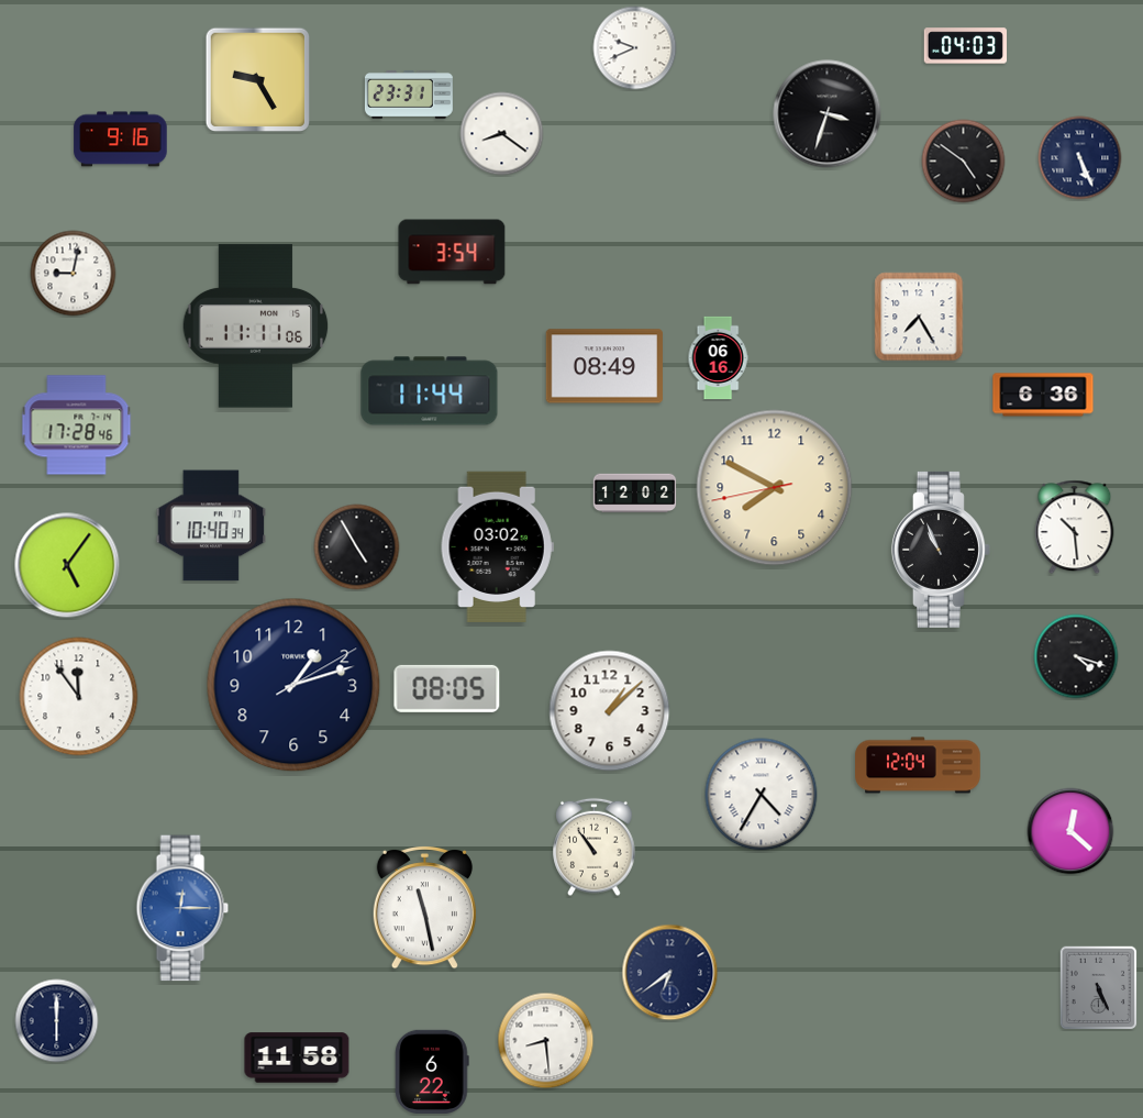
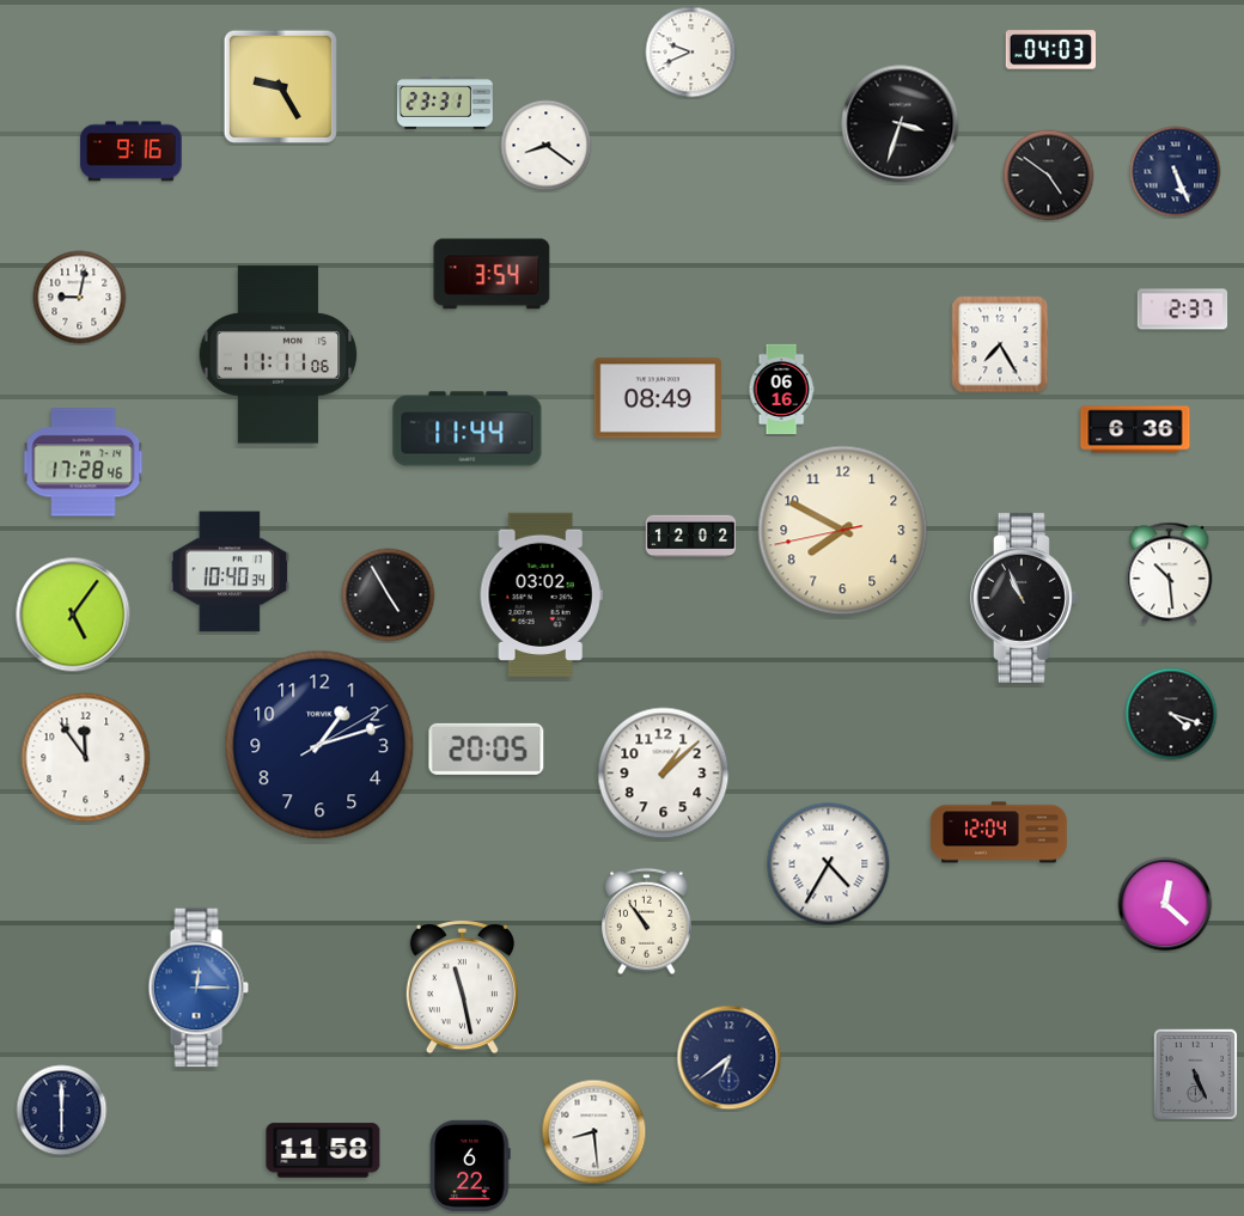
clock at (1183, 310): none -> 2:37
clock at (430, 391) position: (430, 391) -> (468, 429)
clock at (447, 688): 08:05 -> 20:05
